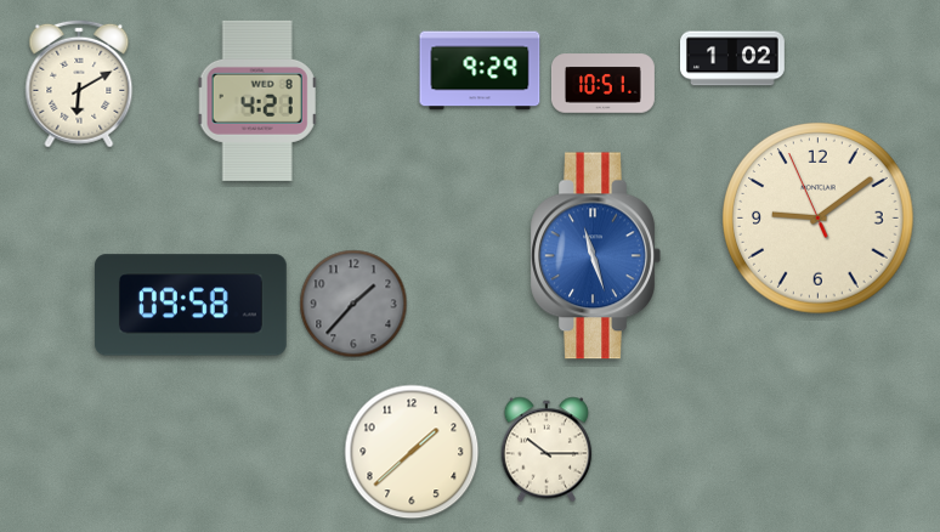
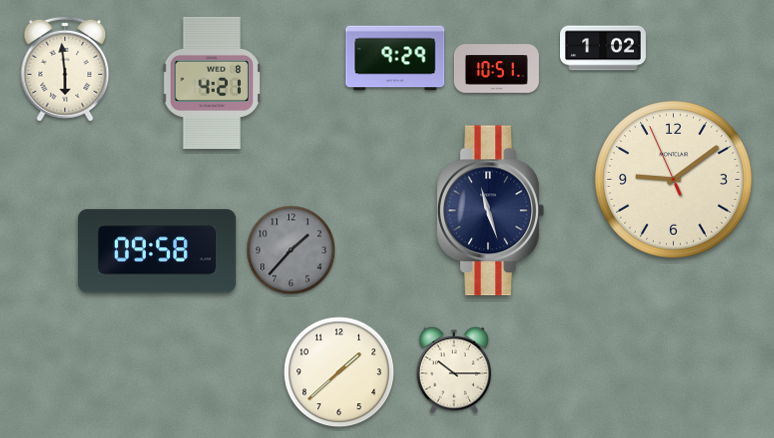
clock at (79, 84): 6:10 -> 5:59
clock at (595, 256) dial: blue -> navy
clock at (547, 449) position: (547, 449) -> (454, 370)
